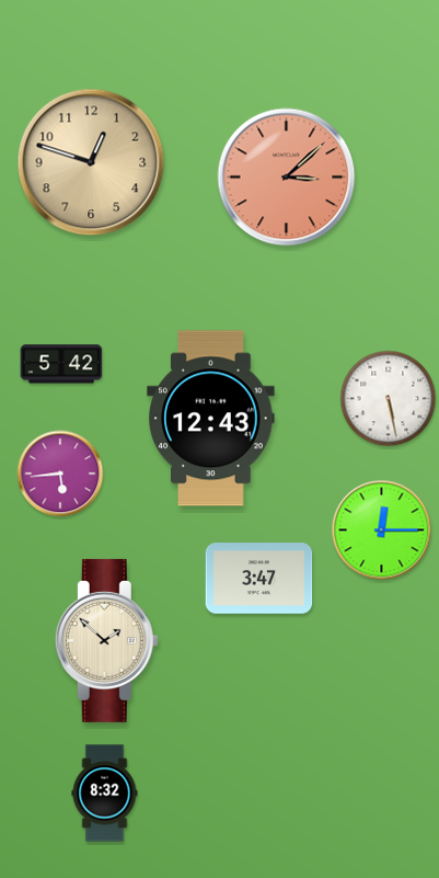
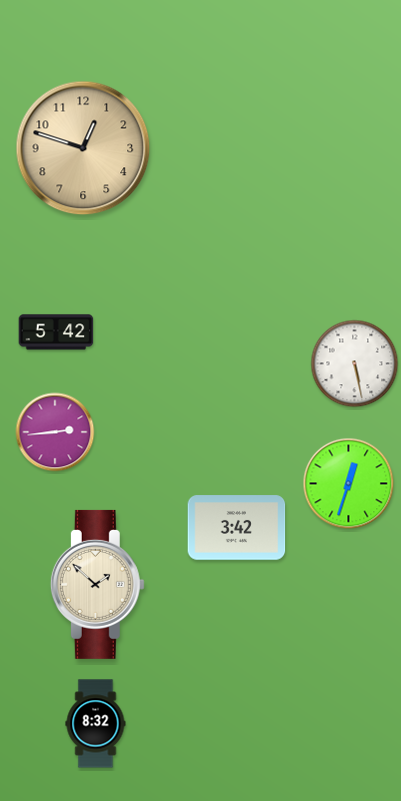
clock at (287, 178): 3:08 -> none
clock at (211, 419): 12:43 -> none
clock at (60, 474): 5:44 -> 2:44
clock at (382, 531): 12:15 -> 12:33
clock at (259, 579): 3:47 -> 3:42
